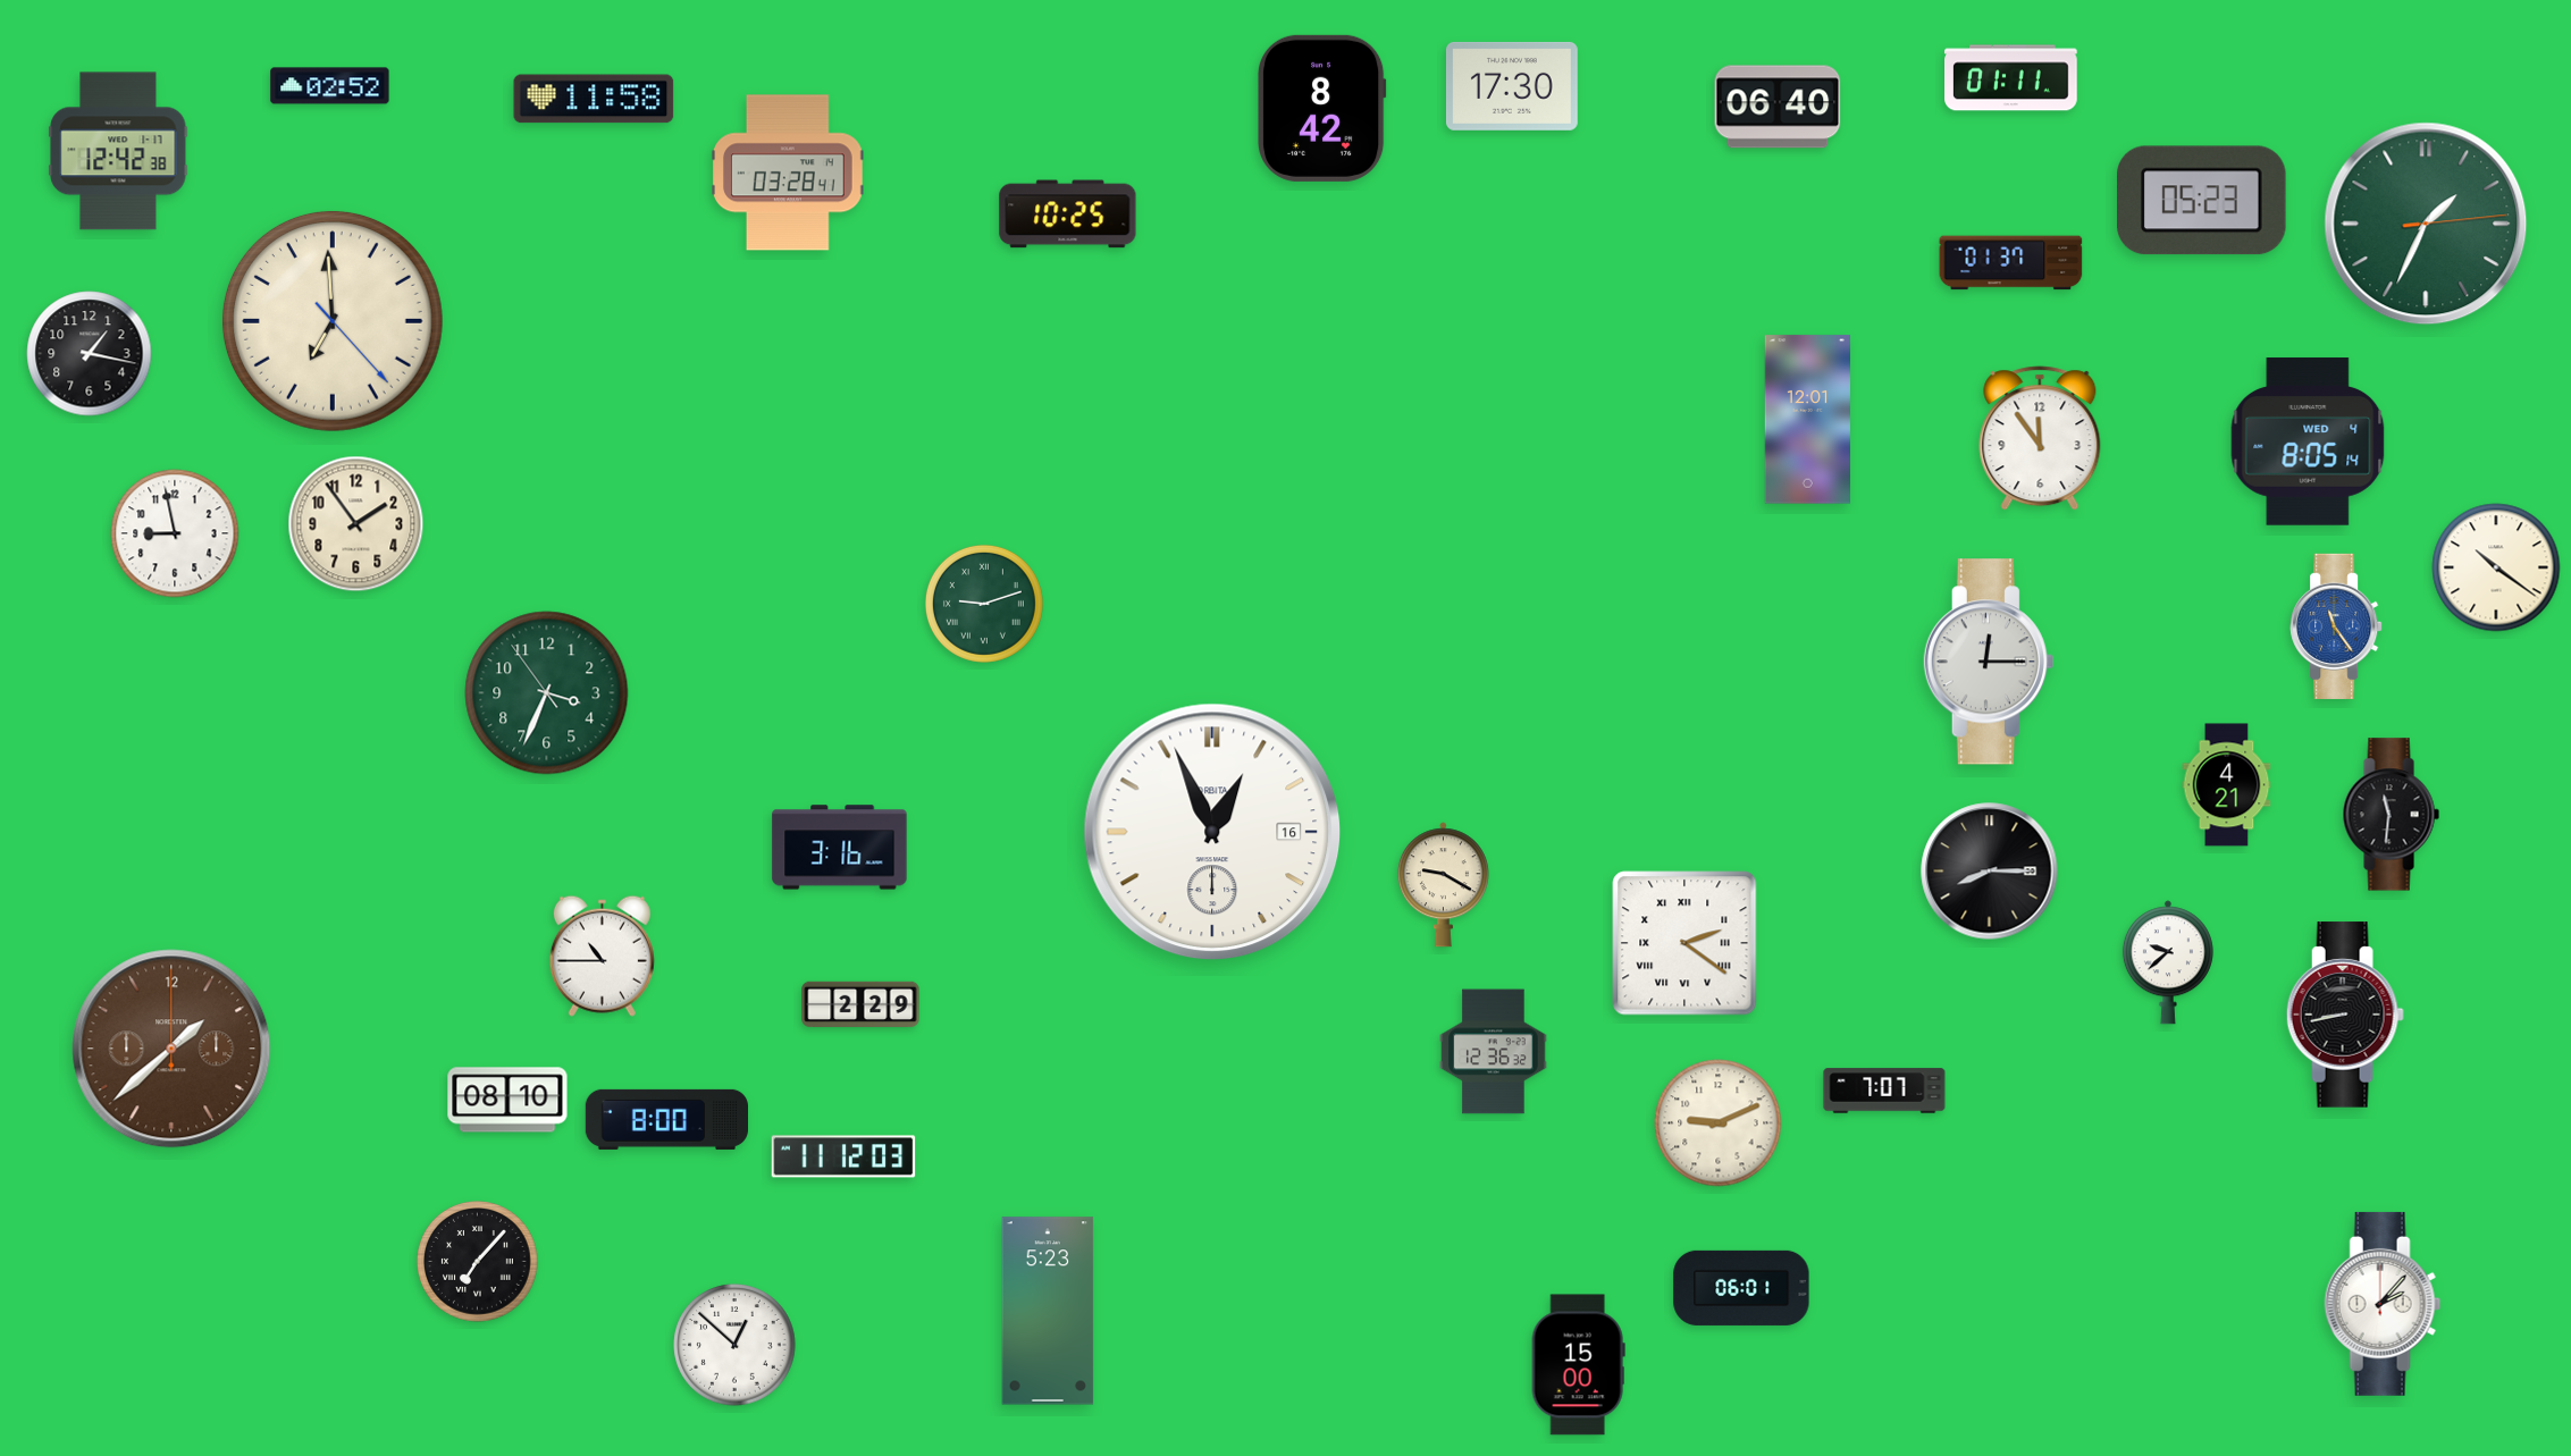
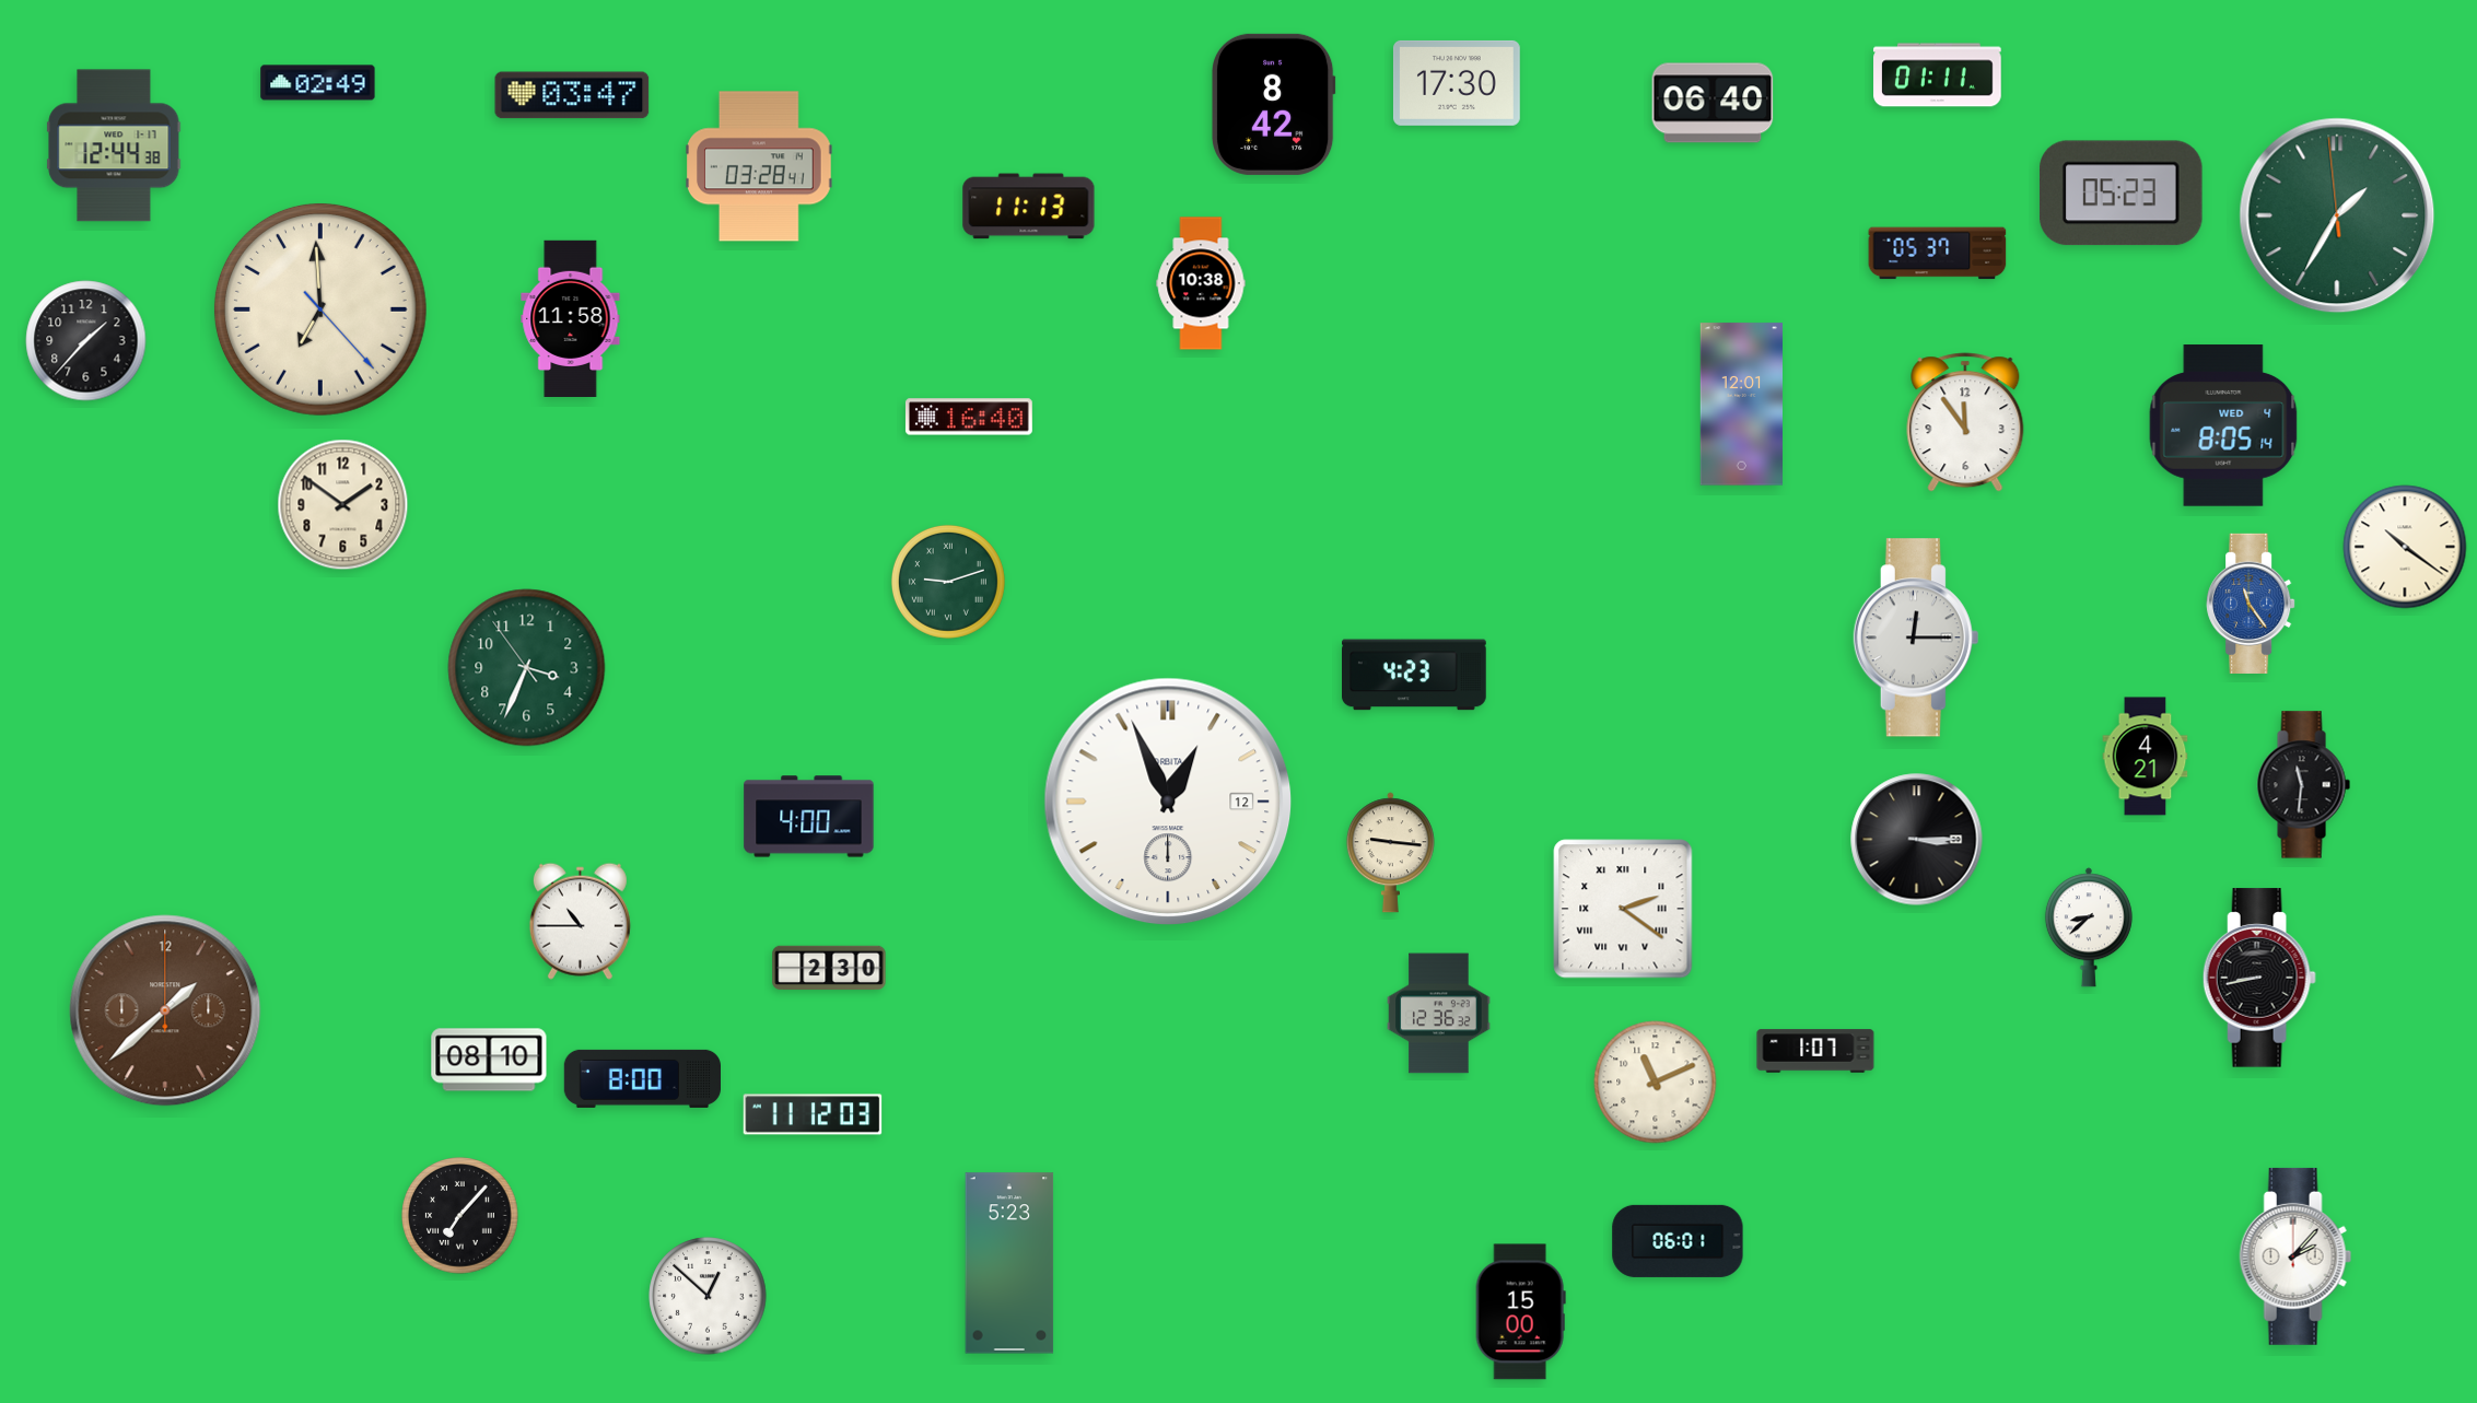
clock at (330, 86): 02:52 -> 02:49
clock at (594, 99): 11:58 -> 03:47
clock at (118, 151): 12:42 -> 12:44
clock at (1068, 214): 10:25 -> 11:13
clock at (2426, 224): 1:34:14 -> 1:34:59
clock at (2011, 263): 01:37 -> 05:37
clock at (1201, 283): none -> 10:38
clock at (571, 318): none -> 11:58
clock at (90, 354): 1:17 -> 1:37
clock at (969, 417): none -> 16:40
clock at (356, 524): 1:54 -> 1:51
clock at (175, 533): 8:58 -> none
clock at (1415, 675): none -> 4:23
clock at (1212, 832) date: 16 -> 12
clock at (840, 848): 3:16 -> 4:00
clock at (1990, 872): 8:15 -> 3:15
clock at (1443, 885): 9:20 -> 9:16
clock at (2168, 962): 9:38 -> 8:38
clock at (860, 1004): 2:29 -> 2:30
clock at (1884, 1091): 7:07 -> 1:07
clock at (1719, 1123): 9:11 -> 11:11
clock at (1578, 1365) position: (1578, 1365) -> (1520, 1312)
